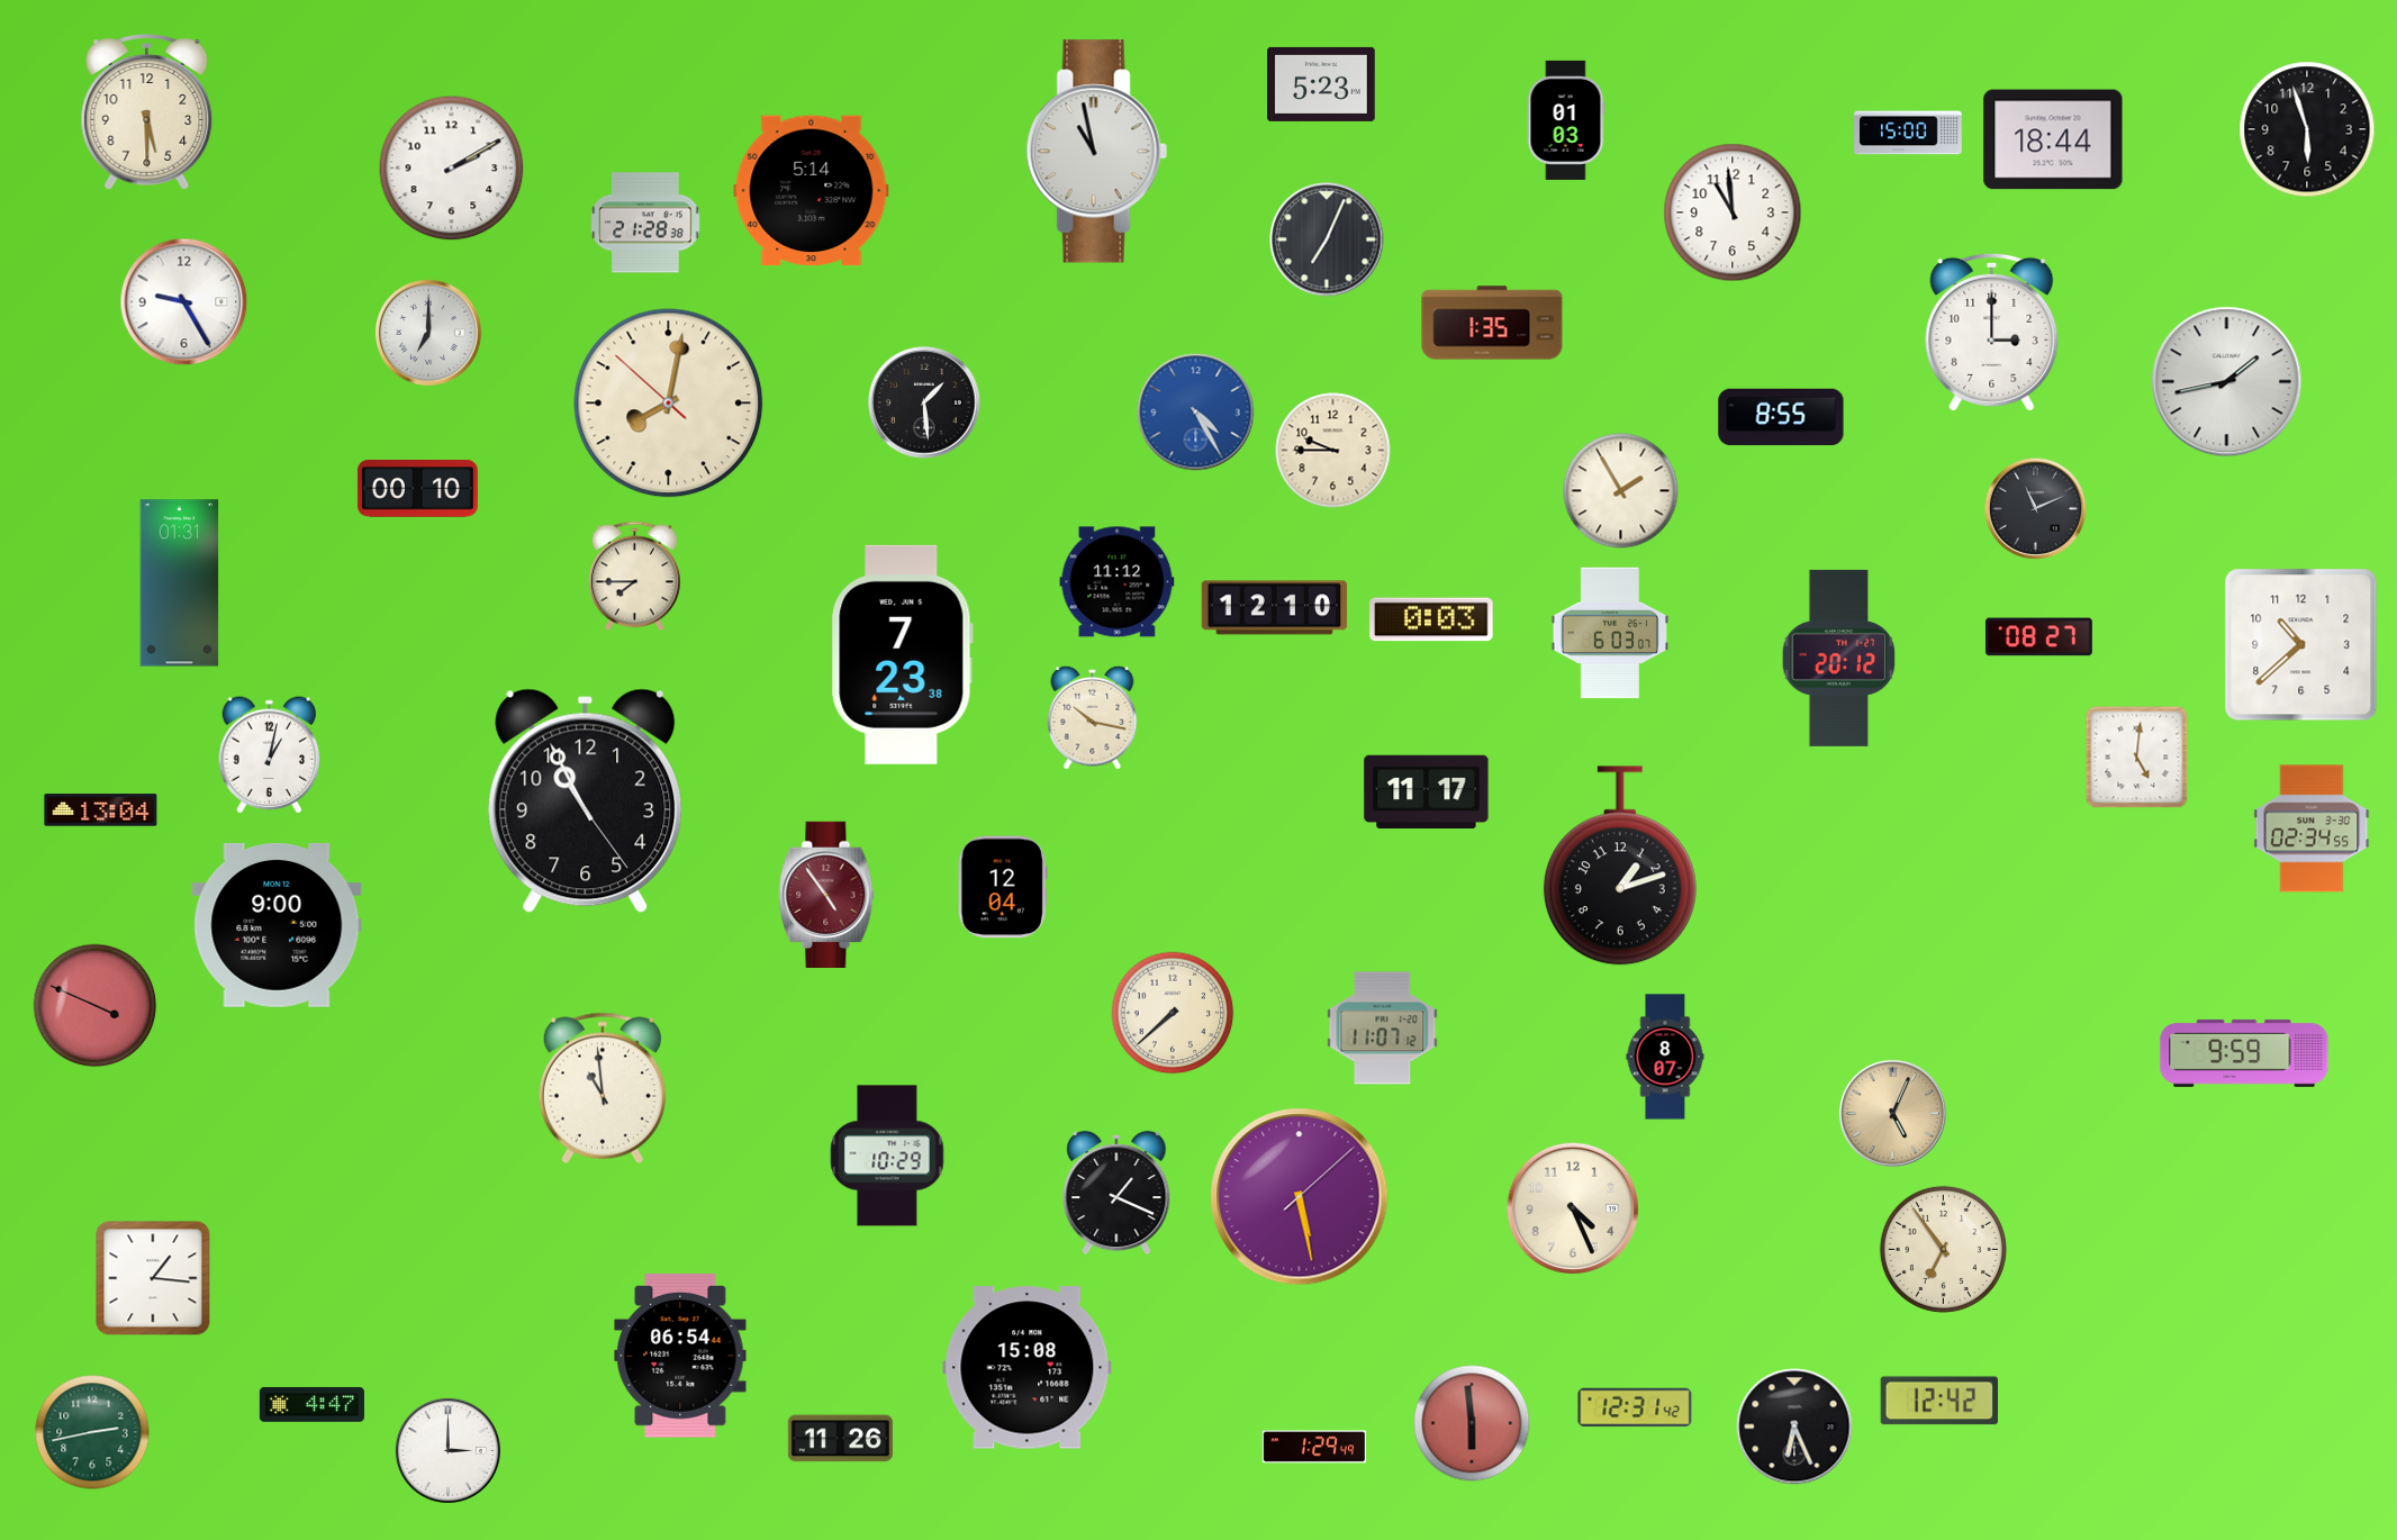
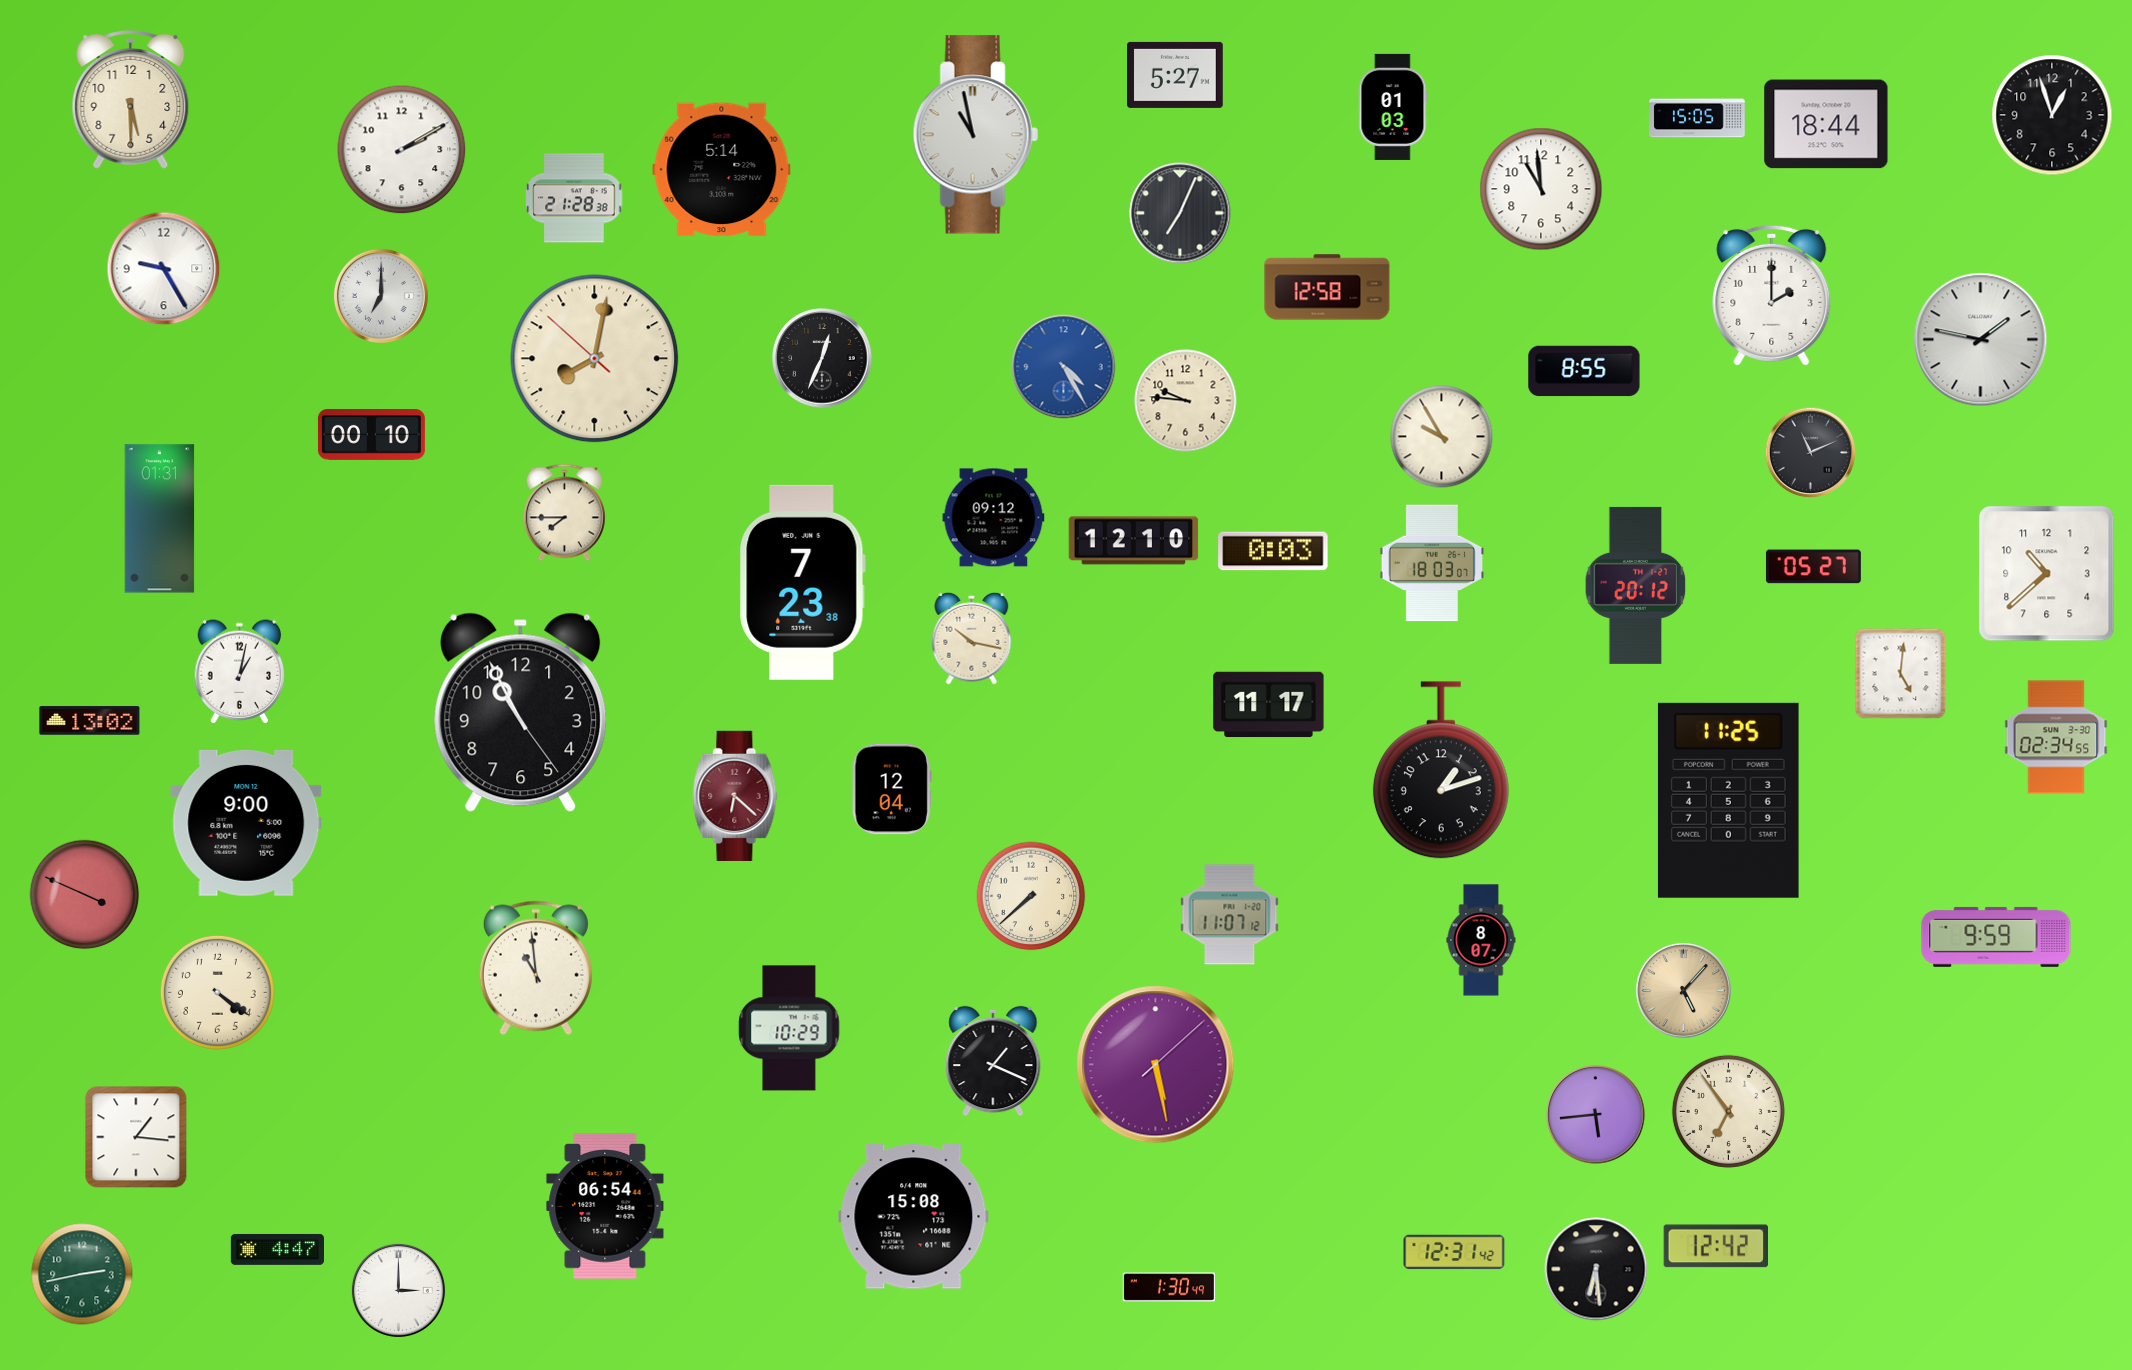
clock at (1321, 84): 5:23 -> 5:27
clock at (2307, 129): 5:57 -> 12:57
clock at (1908, 133): 15:00 -> 15:05
clock at (1492, 323): 1:35 -> 12:58
clock at (1992, 332): 3:00 -> 2:00
clock at (2227, 382): 1:43 -> 1:47
clock at (924, 402): 1:29 -> 12:34
clock at (1333, 451): 9:45 -> 9:46
clock at (1621, 491): 1:55 -> 9:55
clock at (1118, 582): 11:12 -> 09:12
clock at (1609, 633): 6:03 -> 18:03
clock at (2038, 637): 08:27 -> 05:27
clock at (101, 810): 13:04 -> 13:02
clock at (826, 895): 4:54 -> 6:22
clock at (1728, 800): none -> 11:25
clock at (1173, 1013) position: (1173, 1013) -> (1031, 896)
clock at (1892, 1113): 5:04 -> 5:07
clock at (217, 992): none -> 4:21
clock at (1572, 1207): 4:26 -> none
clock at (1596, 1115): none -> 5:44
clock at (1938, 1401) position: (1938, 1401) -> (1715, 1246)
clock at (1472, 1423): 5:59 -> none
clock at (1794, 1426): 6:26 -> 6:29
clock at (840, 1439): 11:26 -> none
clock at (1314, 1447): 1:29 -> 1:30
